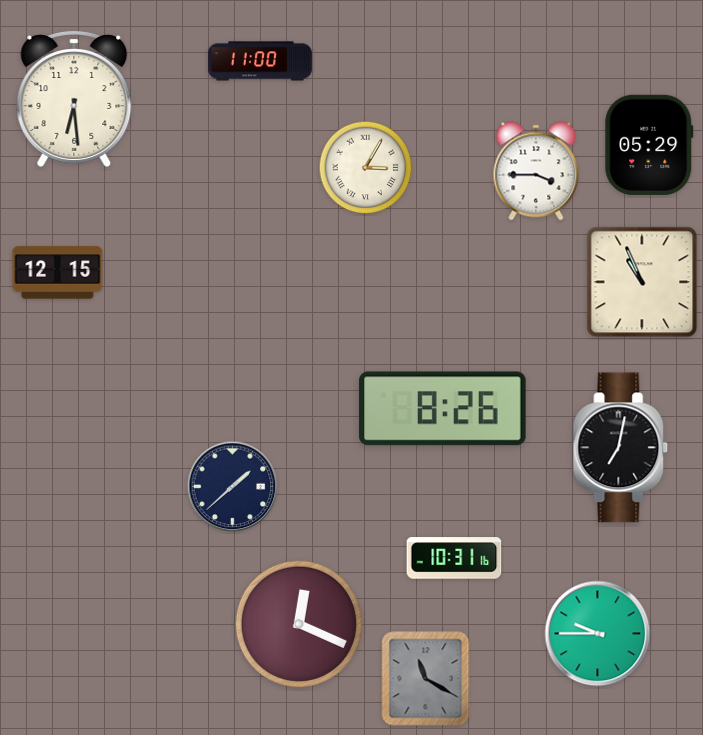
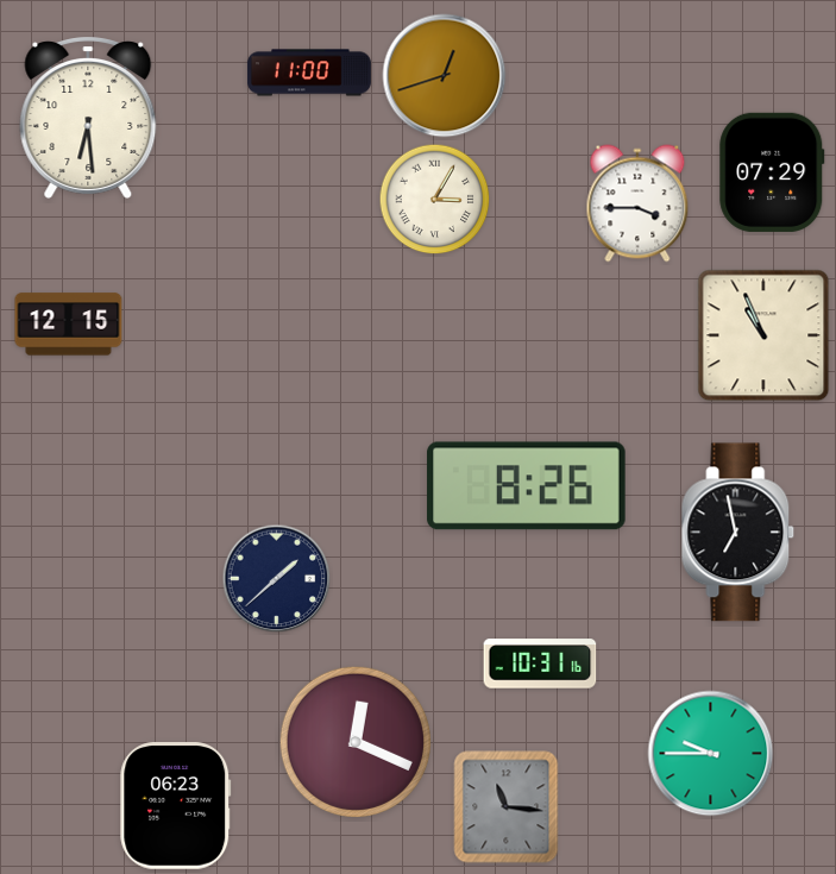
clock at (445, 76): none -> 12:42
clock at (649, 145): 05:29 -> 07:29
clock at (621, 448): 7:02 -> 6:58
clock at (176, 806): none -> 06:23
clock at (426, 679): 11:20 -> 11:16
